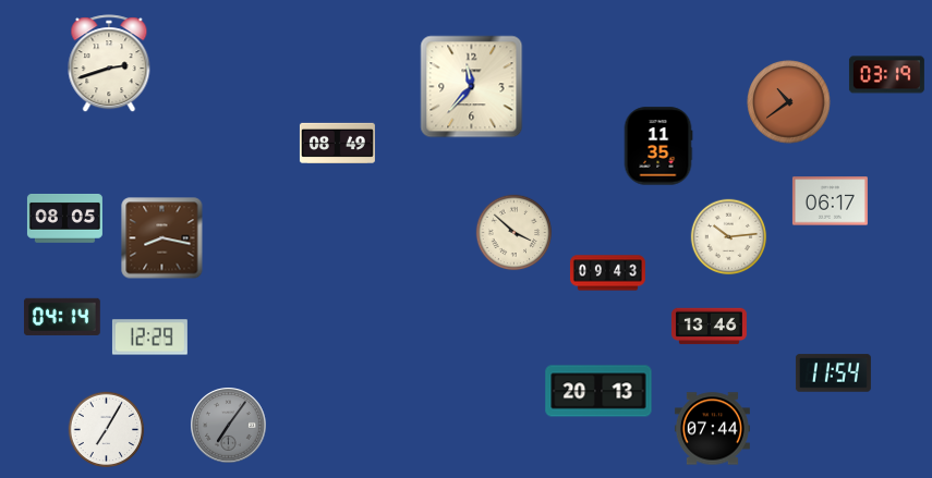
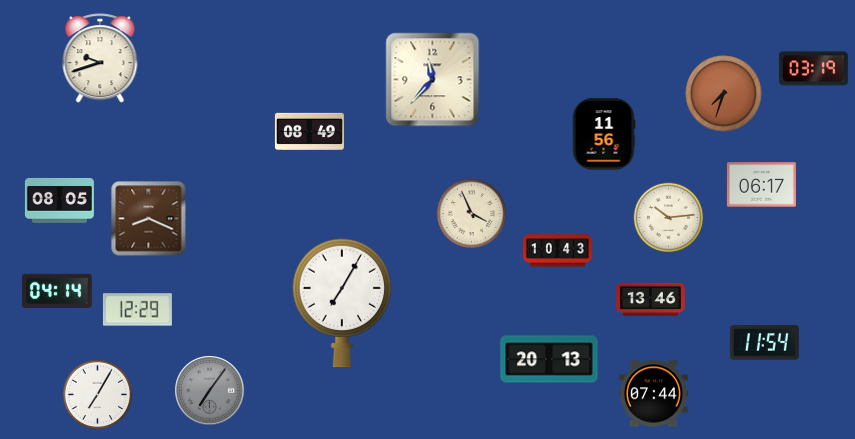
clock at (109, 64): 2:42 -> 9:42
clock at (789, 102): 10:39 -> 7:33
clock at (658, 146): 11:35 -> 11:56
clock at (515, 233): 3:52 -> 3:56
clock at (162, 238): 8:17 -> 8:19
clock at (607, 273): 09:43 -> 10:43
clock at (342, 303): none -> 7:05
